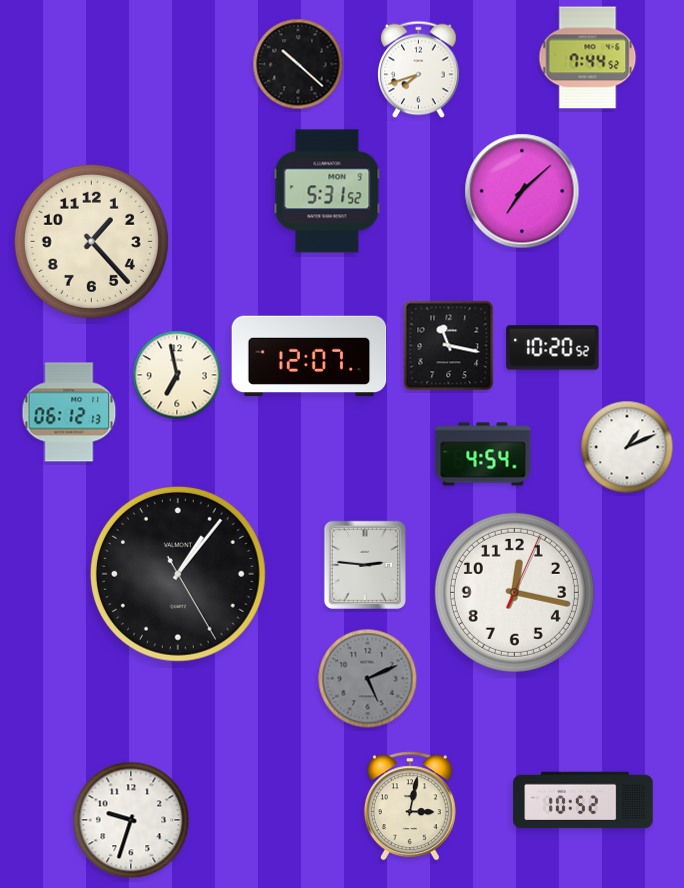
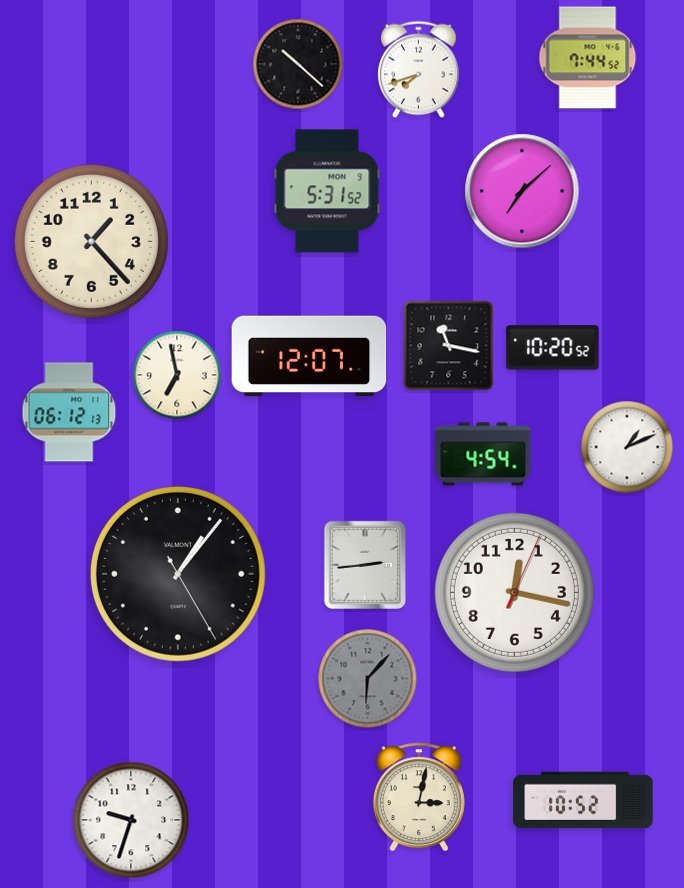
clock at (364, 564): 2:46 -> 2:44
clock at (368, 679): 5:11 -> 6:07
clock at (410, 806) position: (410, 806) -> (419, 797)
